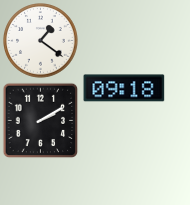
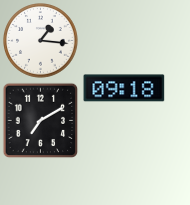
clock at (41, 41): 1:21 -> 1:16
clock at (41, 121): 2:10 -> 7:10
